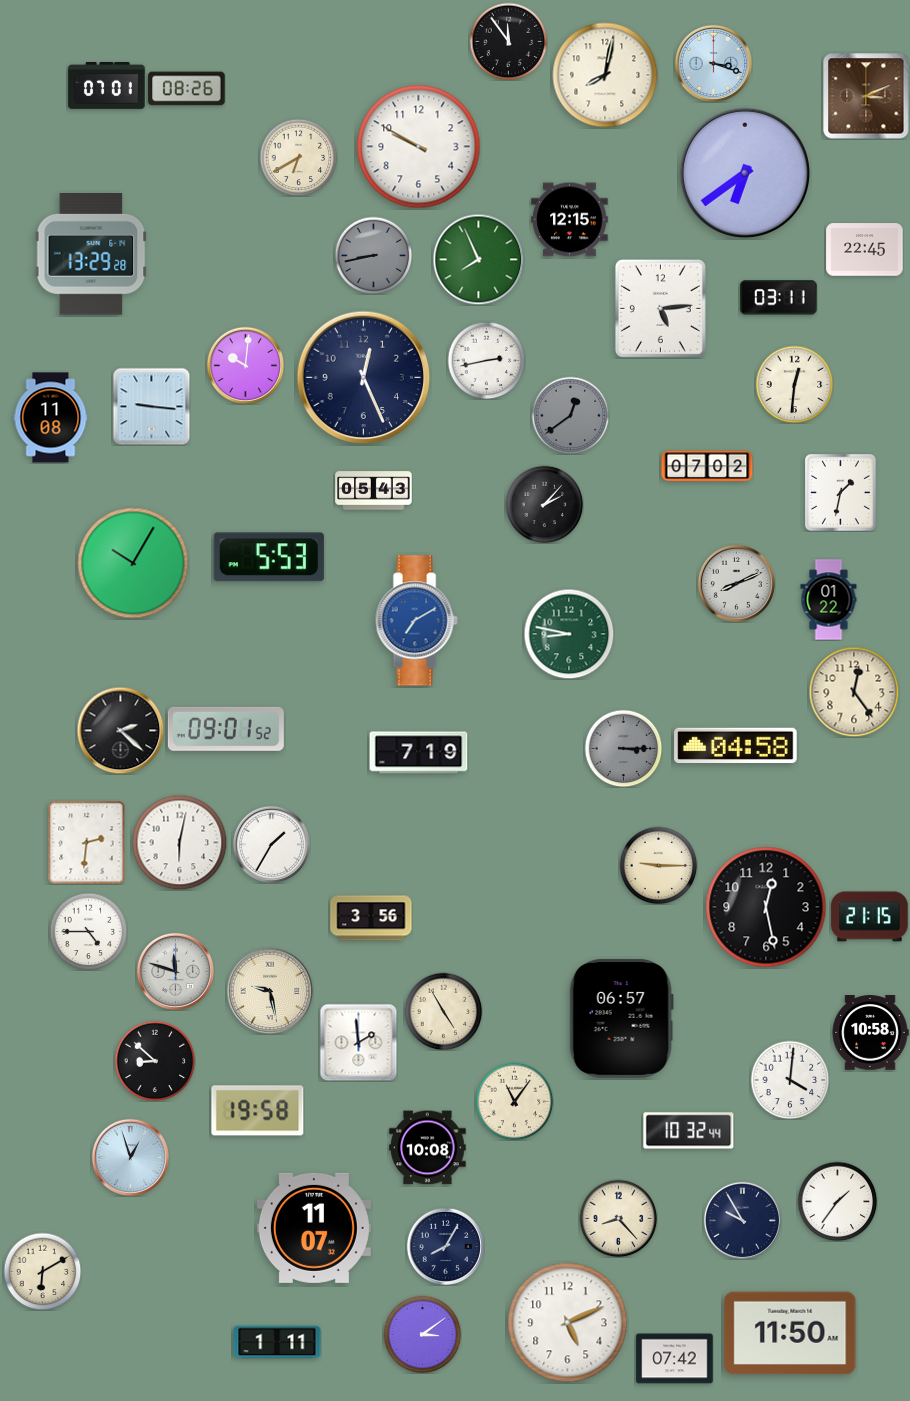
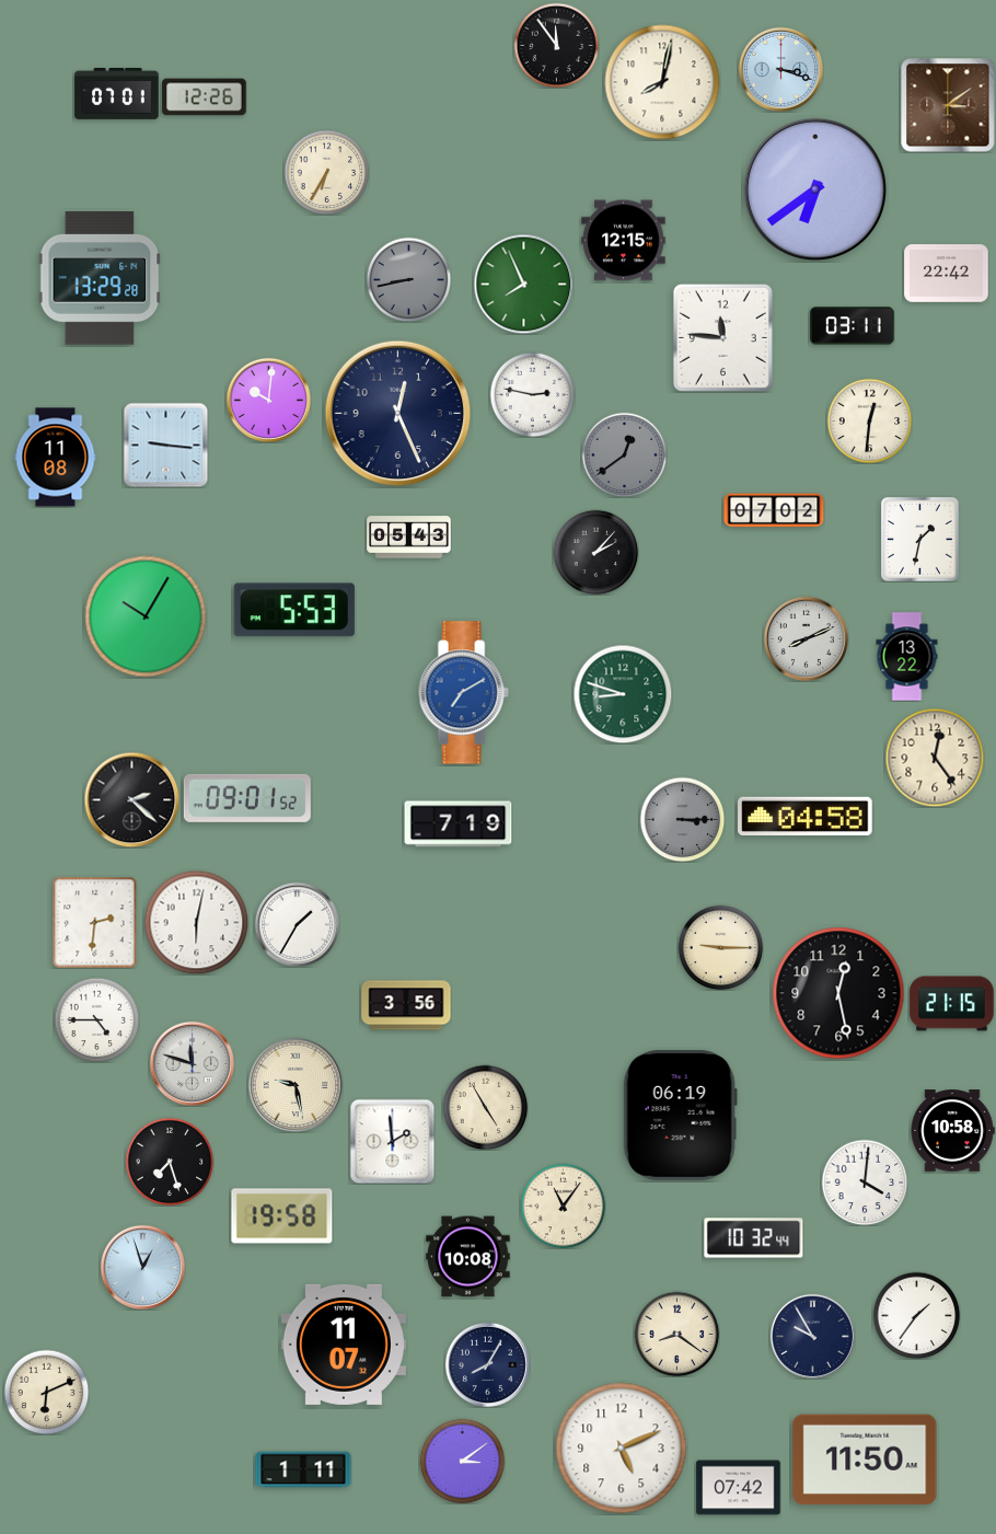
clock at (187, 89): 08:26 -> 12:26
clock at (866, 96): 3:11 -> 3:09
clock at (419, 147): 9:50 -> none
clock at (298, 157): 6:40 -> 6:35
clock at (865, 250): 22:45 -> 22:42
clock at (660, 308): 5:14 -> 11:46
clock at (486, 360): 2:43 -> 2:47
clock at (829, 600): 01:22 -> 13:22
clock at (416, 621) position: (416, 621) -> (463, 693)
clock at (569, 634): 8:47 -> 8:48
clock at (621, 1018): 06:57 -> 06:19
clock at (155, 1061): 8:52 -> 7:27
clock at (618, 1218): 8:23 -> 8:21
clock at (42, 1271): 6:10 -> 6:11
